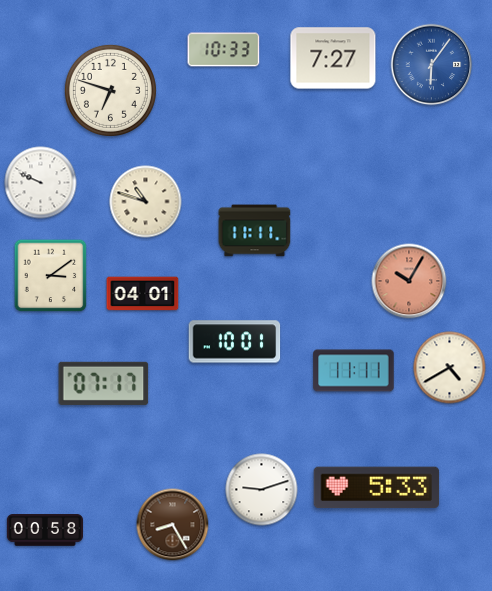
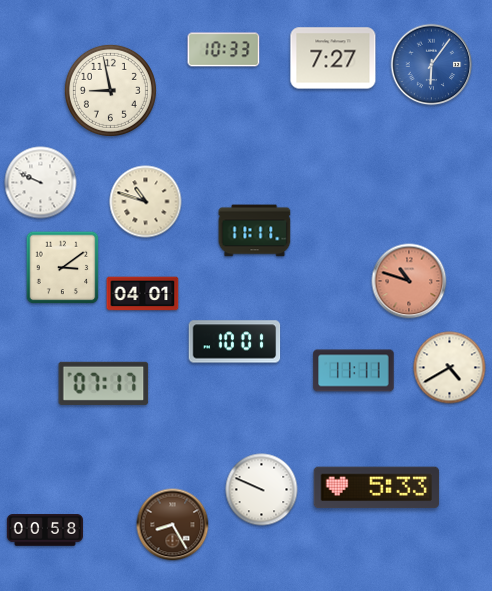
clock at (110, 90): 6:48 -> 8:58
clock at (51, 276) position: (51, 276) -> (63, 268)
clock at (409, 281): 10:05 -> 10:48
clock at (262, 490): 9:12 -> 9:49
